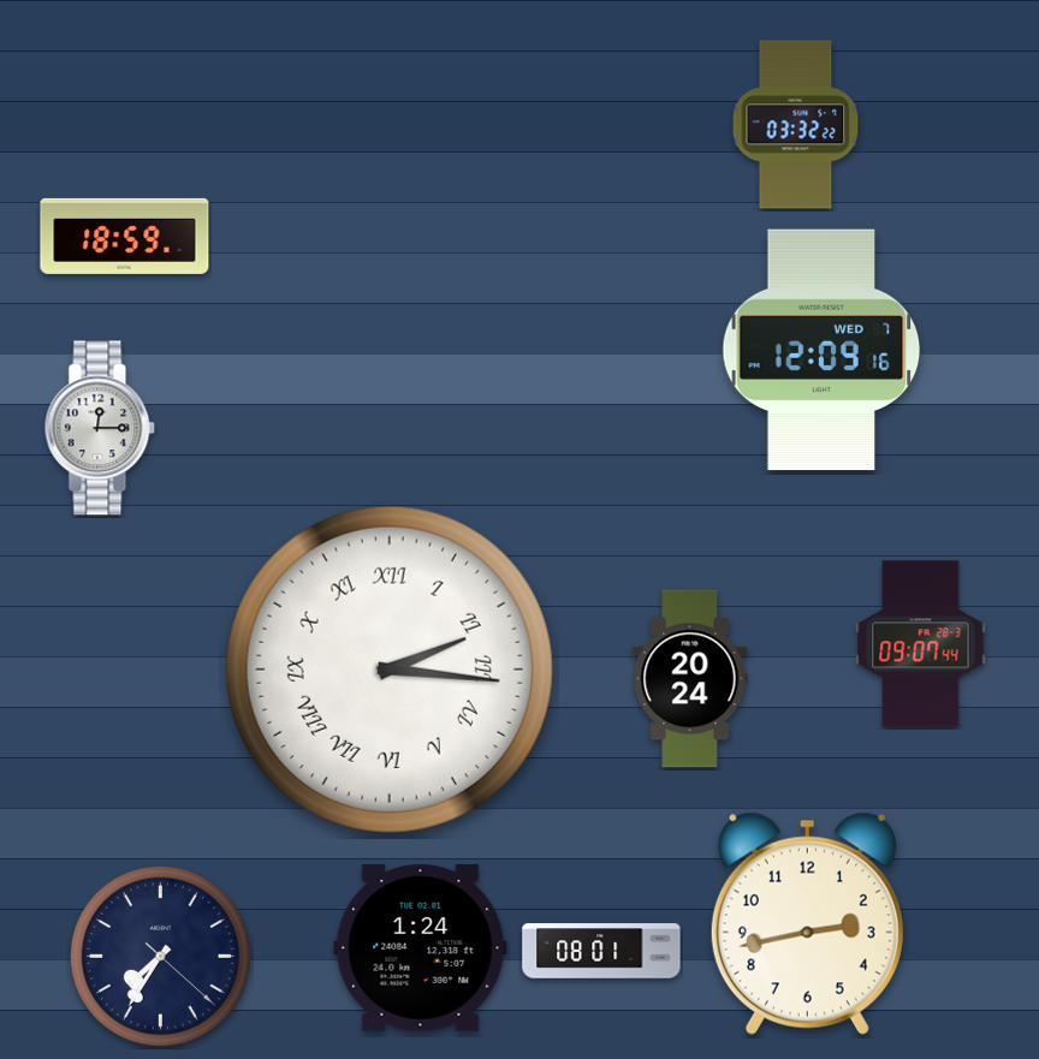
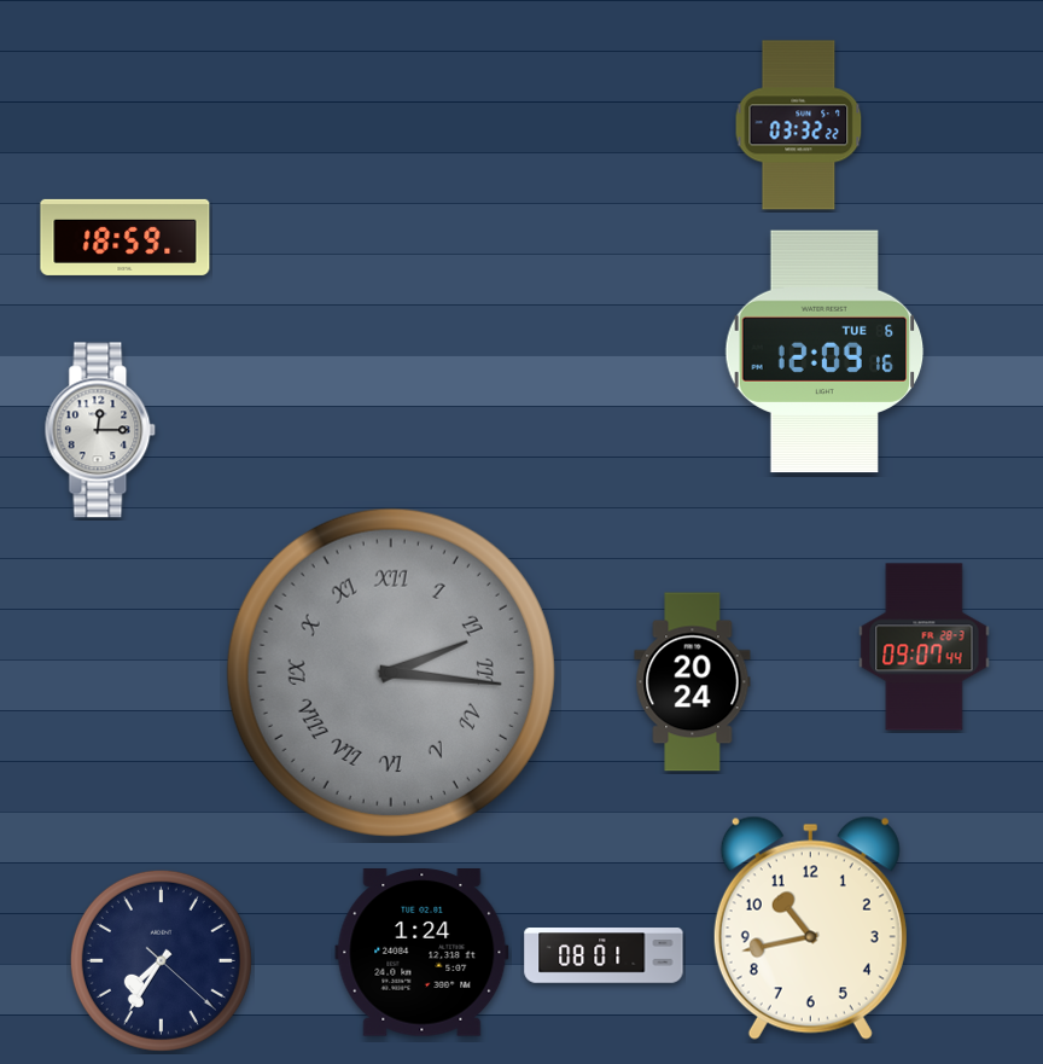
clock at (821, 350) date: WED 7 -> TUE 6
clock at (390, 670) dial: white -> grey
clock at (807, 923): 2:43 -> 10:43
